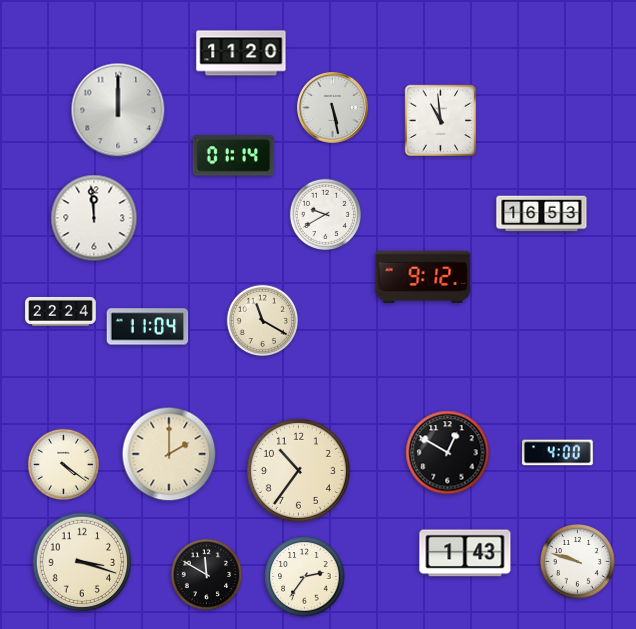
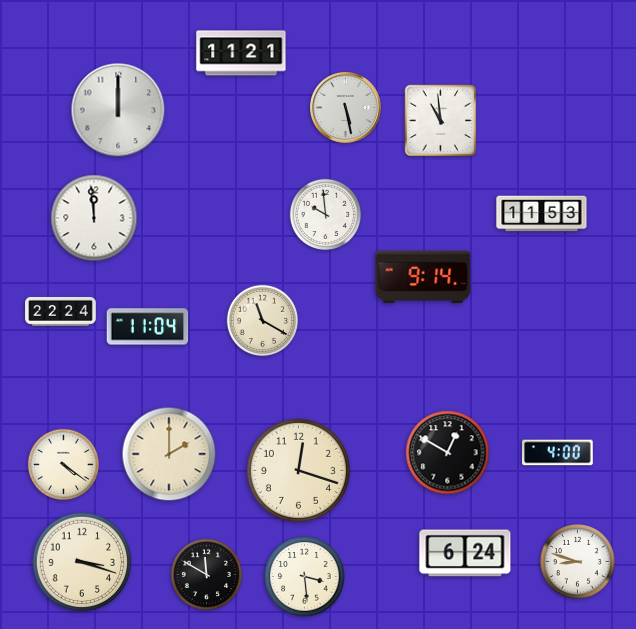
clock at (241, 53): 11:20 -> 11:21
clock at (333, 108) position: (333, 108) -> (346, 108)
clock at (234, 156): 01:14 -> none
clock at (325, 214): 9:40 -> 9:59
clock at (542, 214): 16:53 -> 11:53
clock at (423, 277): 9:12 -> 9:14
clock at (298, 470): 10:36 -> 12:18
clock at (465, 553): 1:43 -> 6:24
clock at (577, 561): 9:48 -> 8:48
clock at (305, 577): 2:36 -> 3:29
